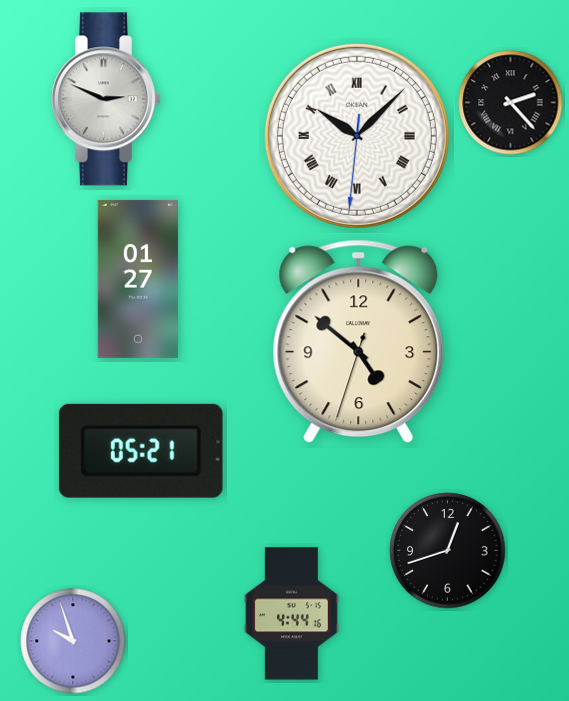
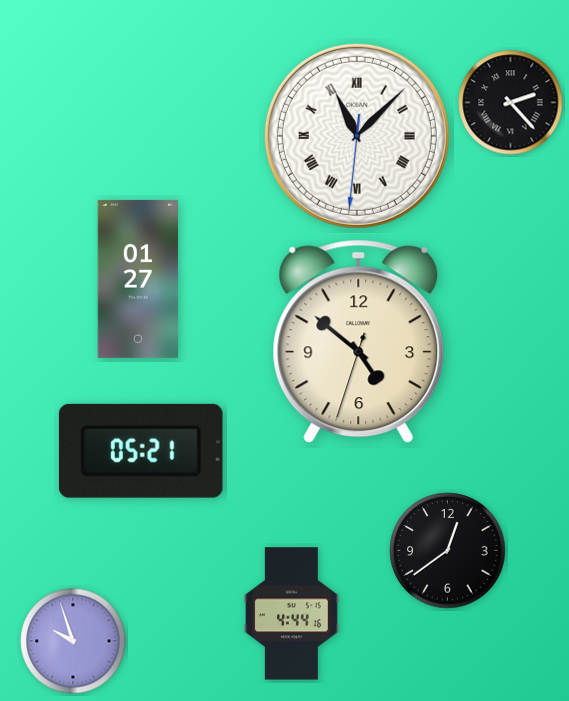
clock at (106, 99): 2:49 -> none
clock at (357, 136): 10:07 -> 11:07
clock at (448, 551): 12:42 -> 12:39
